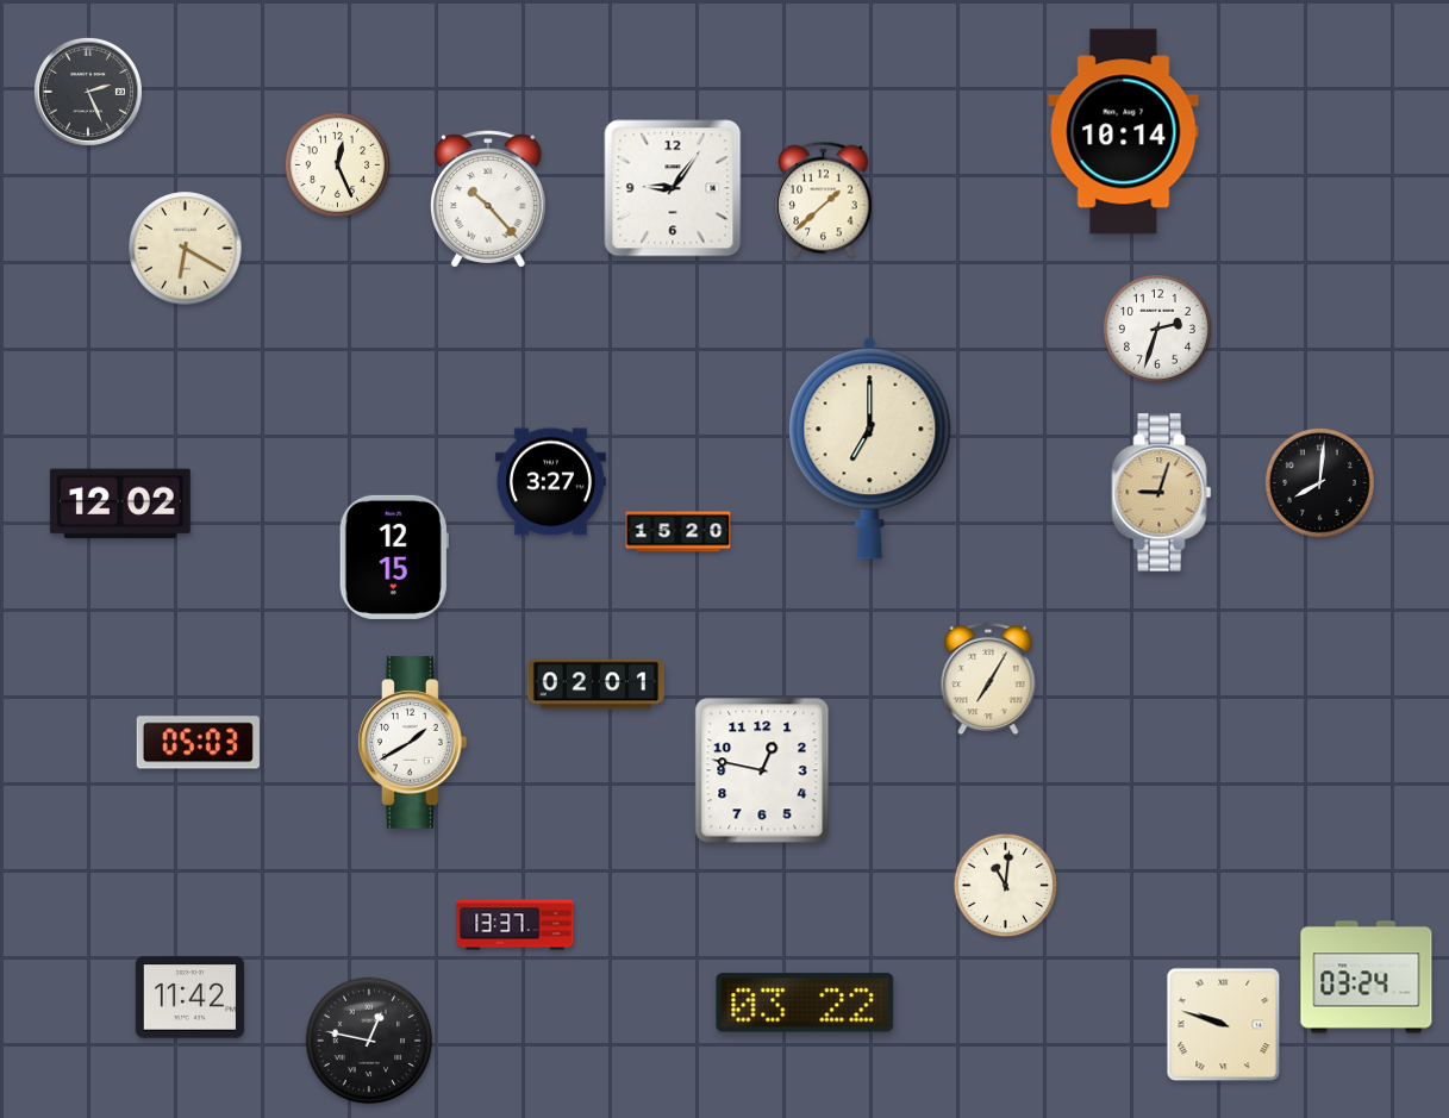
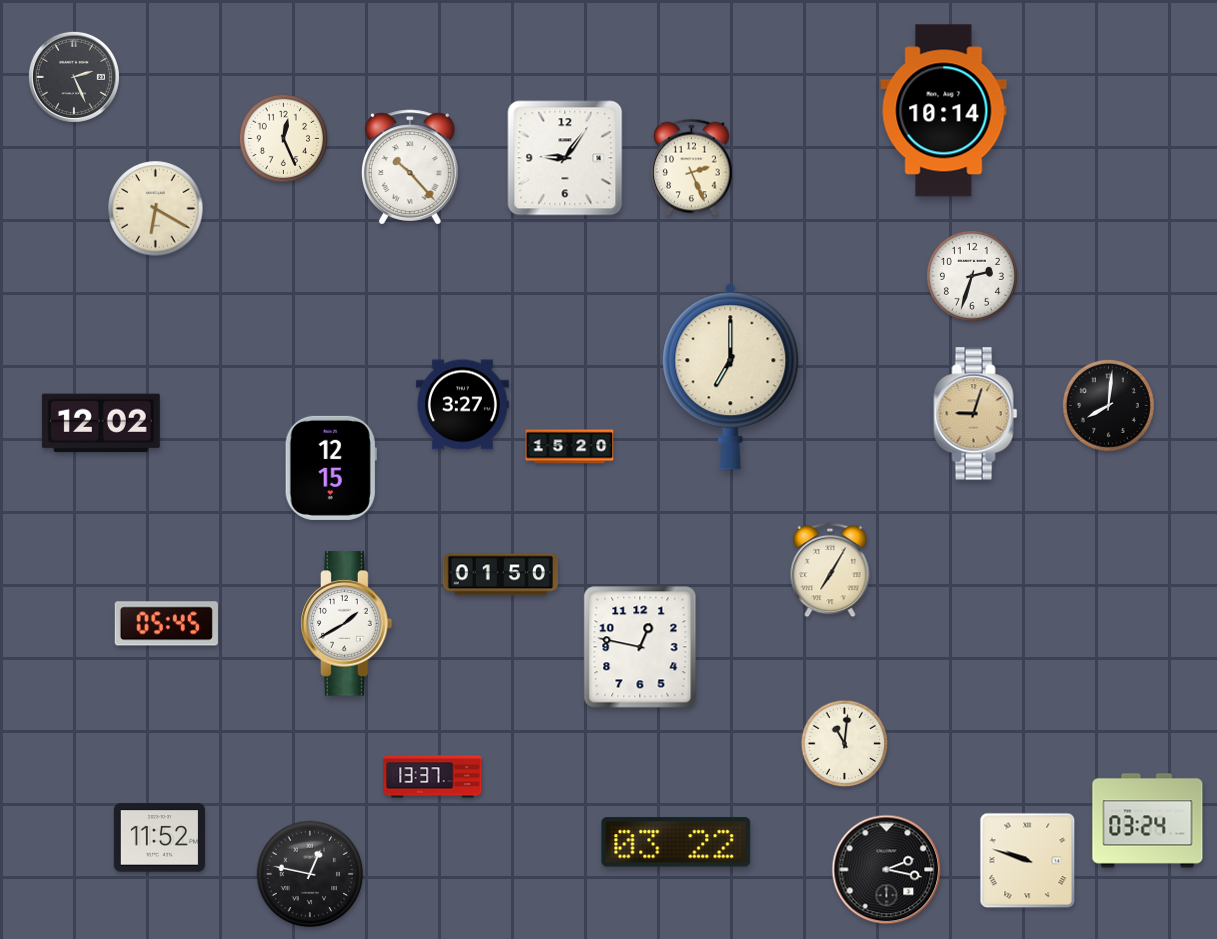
clock at (824, 200): 1:38 -> 2:26
clock at (597, 685): 02:01 -> 01:50
clock at (198, 743): 05:03 -> 05:45
clock at (189, 998): 11:42 -> 11:52
clock at (887, 870): none -> 2:17
